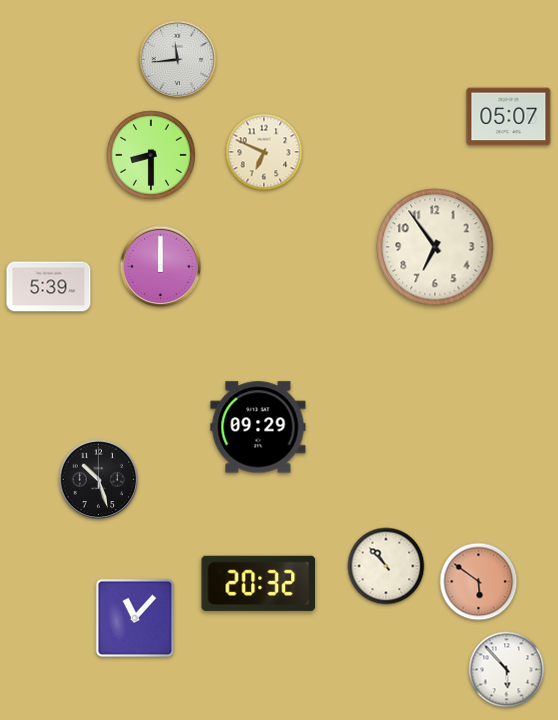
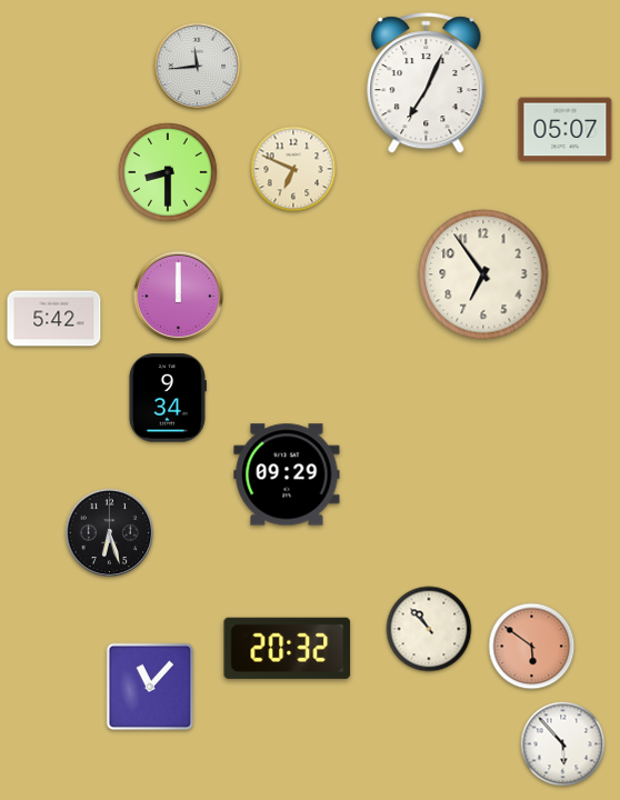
clock at (427, 83): none -> 7:04
clock at (49, 287): 5:39 -> 5:42
clock at (168, 398): none -> 9:34
clock at (99, 480): 10:27 -> 6:27
